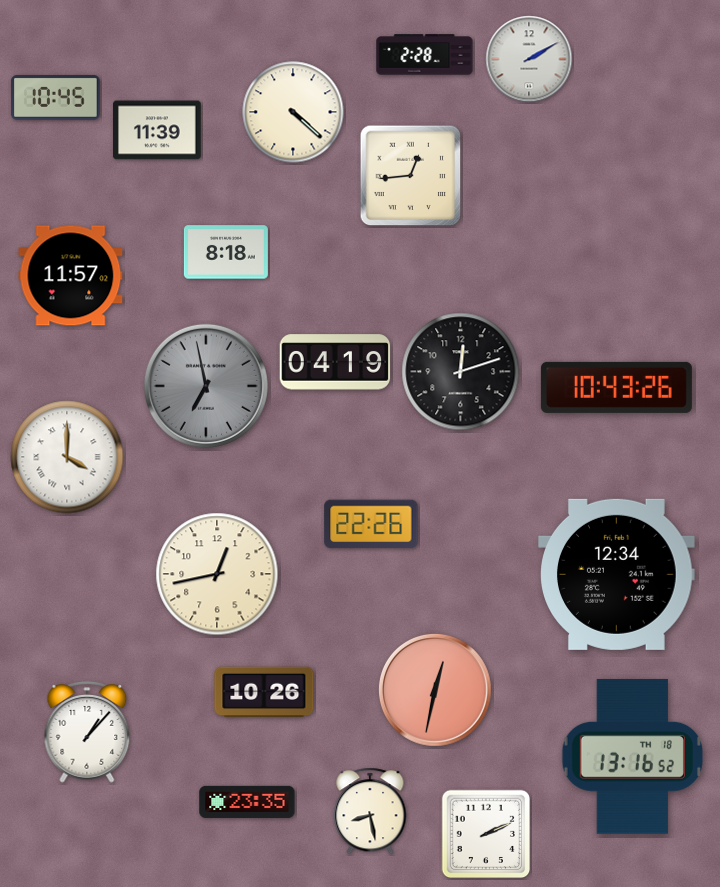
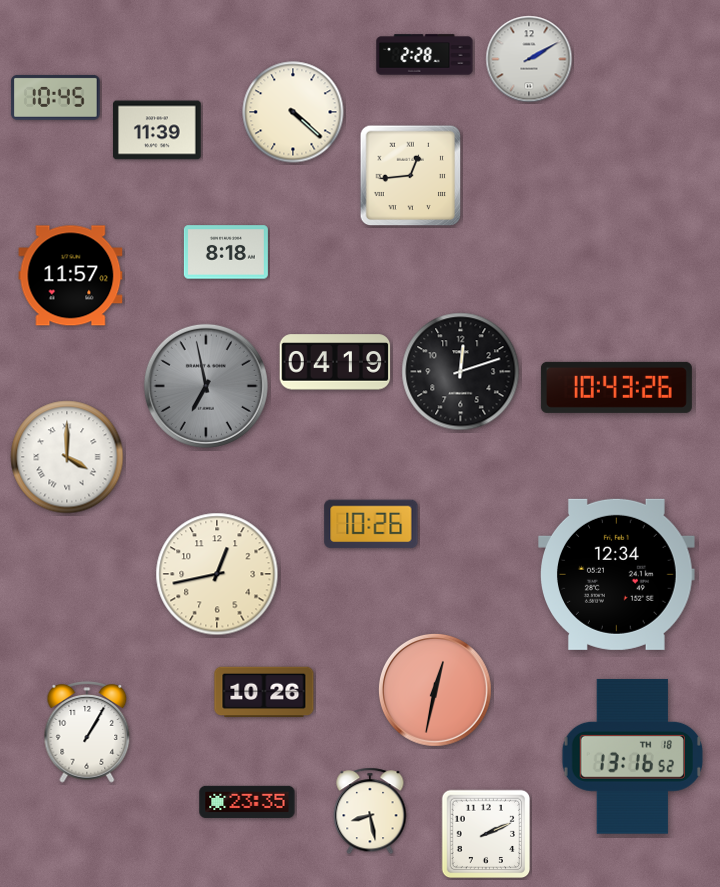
clock at (371, 524): 22:26 -> 10:26
clock at (87, 732): 1:07 -> 1:05
